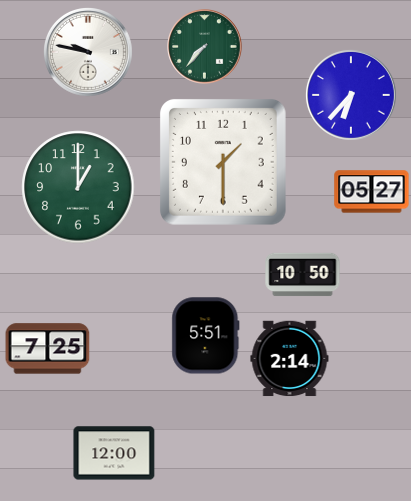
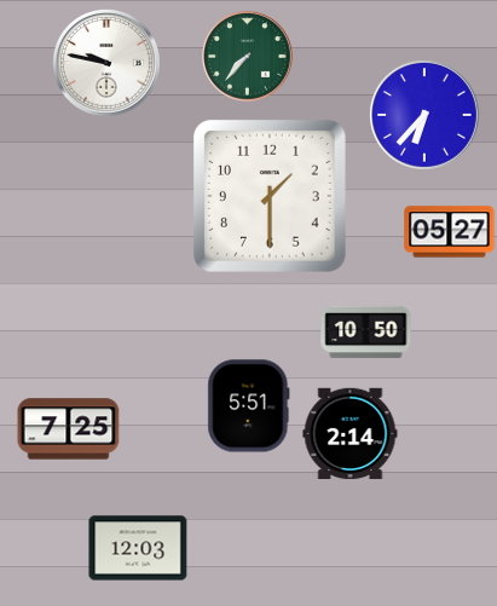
clock at (78, 187): 1:00 -> none
clock at (48, 349) position: (48, 349) -> (69, 429)
clock at (114, 453): 12:00 -> 12:03
